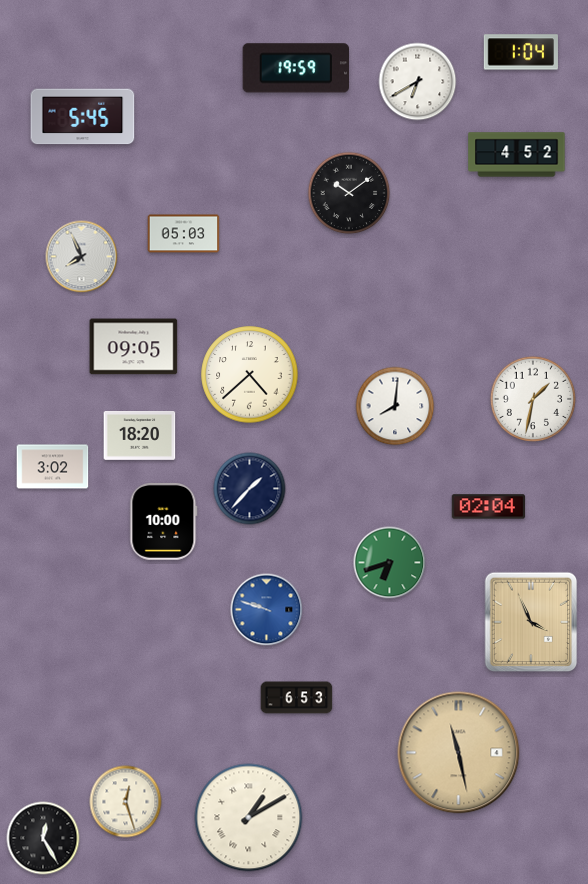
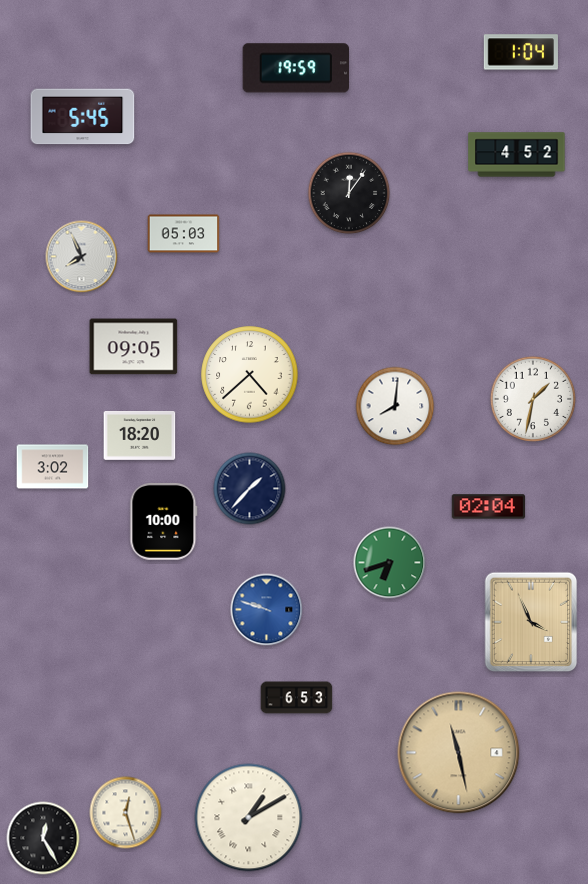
clock at (418, 82): 6:40 -> none
clock at (349, 193): 10:09 -> 12:06
clock at (126, 802) position: (126, 802) -> (126, 813)
